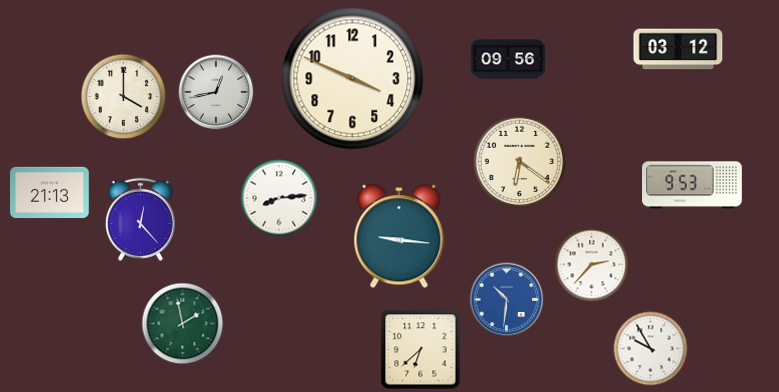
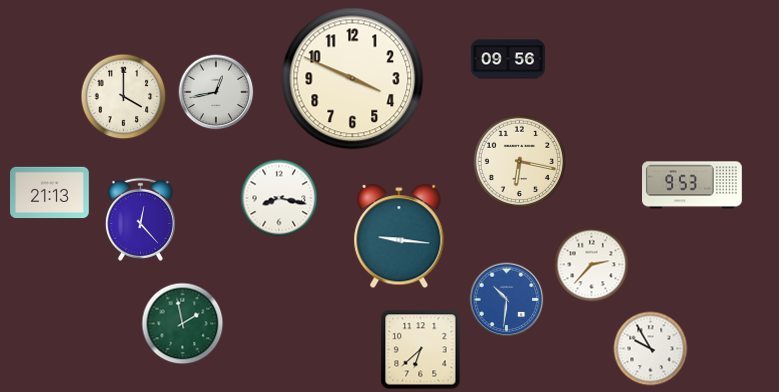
clock at (678, 49): 03:12 -> none
clock at (520, 162): 6:21 -> 6:17
clock at (279, 198): 8:14 -> 8:17
